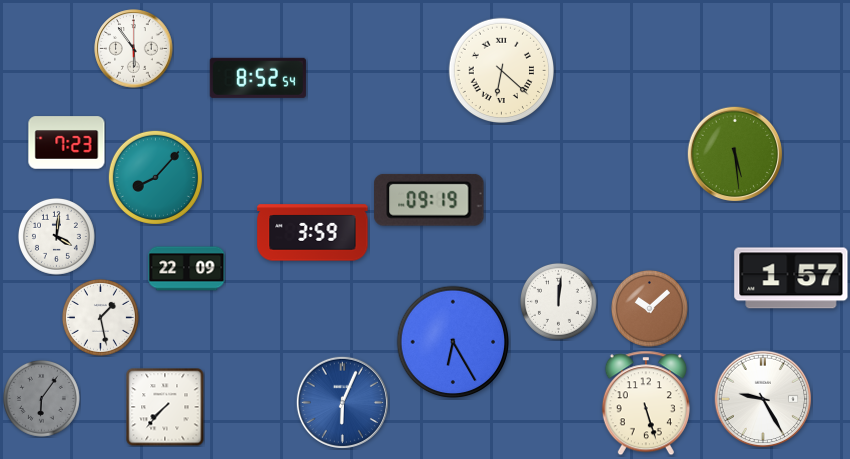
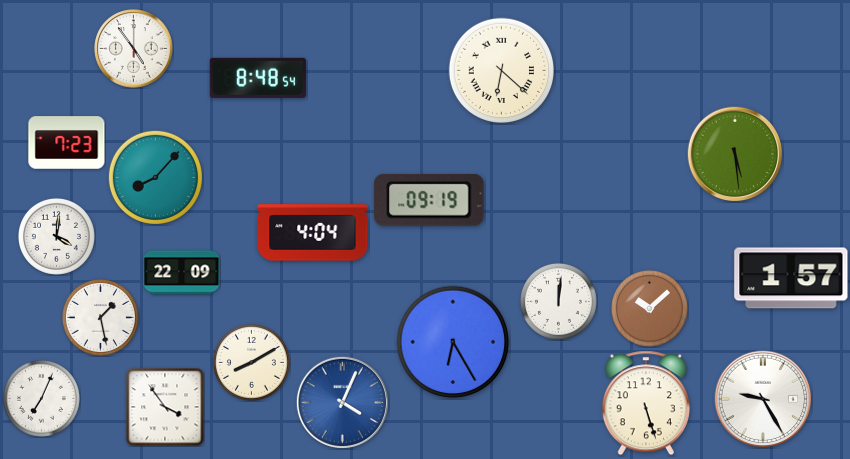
clock at (134, 49): 5:54 -> 4:54
clock at (258, 78): 8:52 -> 8:48
clock at (313, 233): 3:59 -> 4:04
clock at (187, 269) position: (187, 269) -> (182, 273)
clock at (251, 362): none -> 8:10
clock at (41, 398): 6:06 -> 7:04
clock at (41, 398) dial: grey -> white
clock at (342, 402): 6:04 -> 4:04
clock at (165, 407): 7:37 -> 3:54
